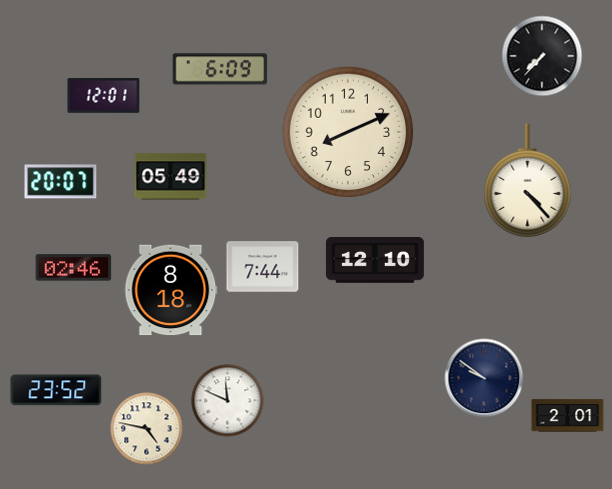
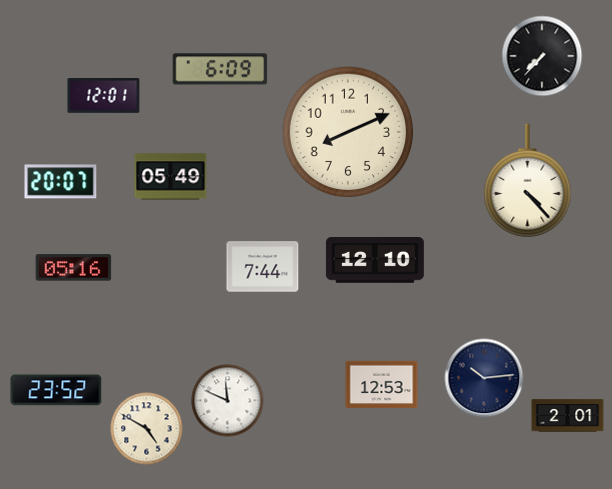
clock at (74, 268): 02:46 -> 05:16
clock at (171, 290): 8:18 -> none
clock at (484, 378): 9:51 -> 10:14
clock at (382, 385): none -> 12:53
clock at (147, 429): 4:47 -> 4:50
